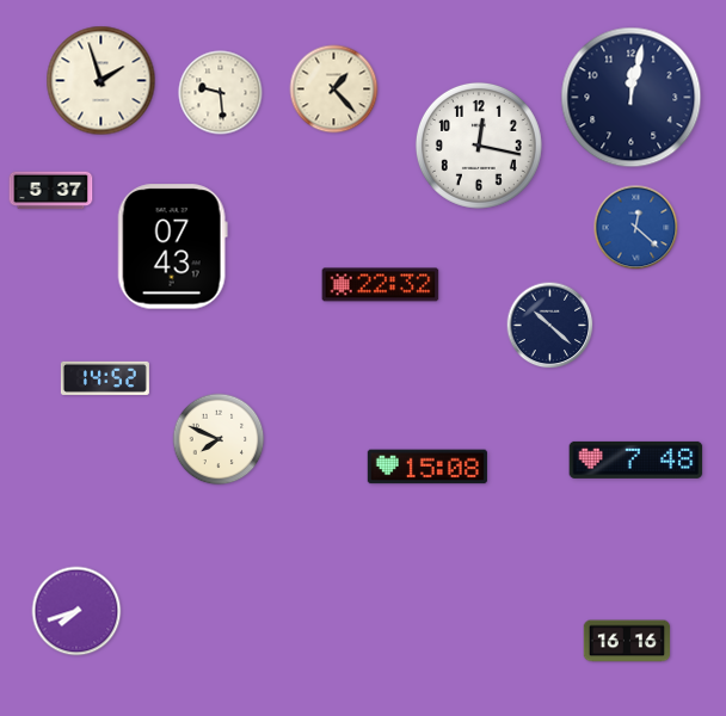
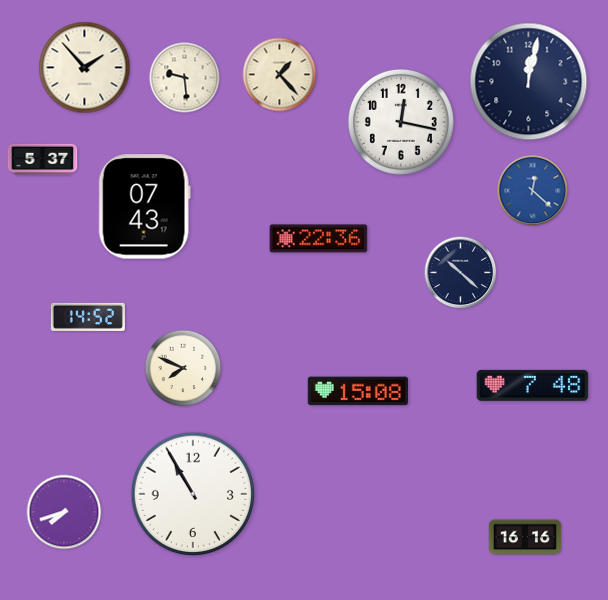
clock at (101, 81): 1:57 -> 1:53
clock at (381, 285): 22:32 -> 22:36
clock at (193, 494): none -> 10:55
